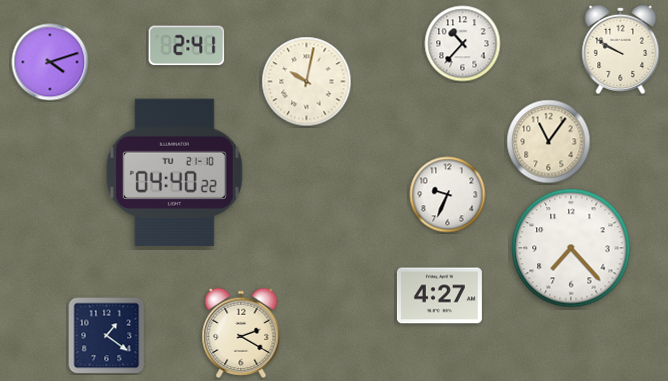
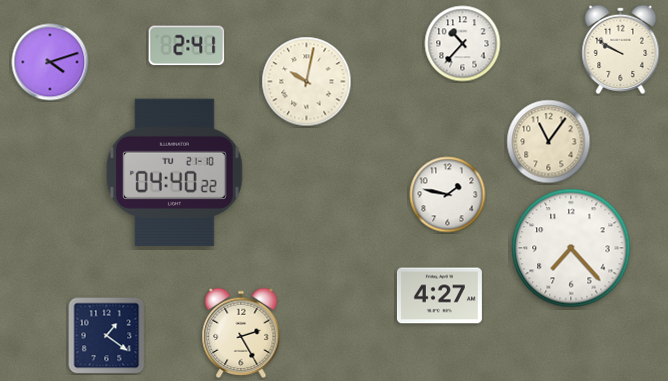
clock at (448, 195): 9:34 -> 1:47
clock at (241, 332): 2:20 -> 2:25
